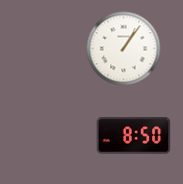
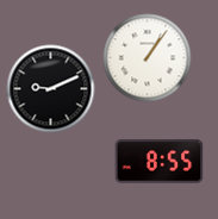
clock at (51, 89): none -> 9:11
clock at (134, 136): 8:50 -> 8:55
